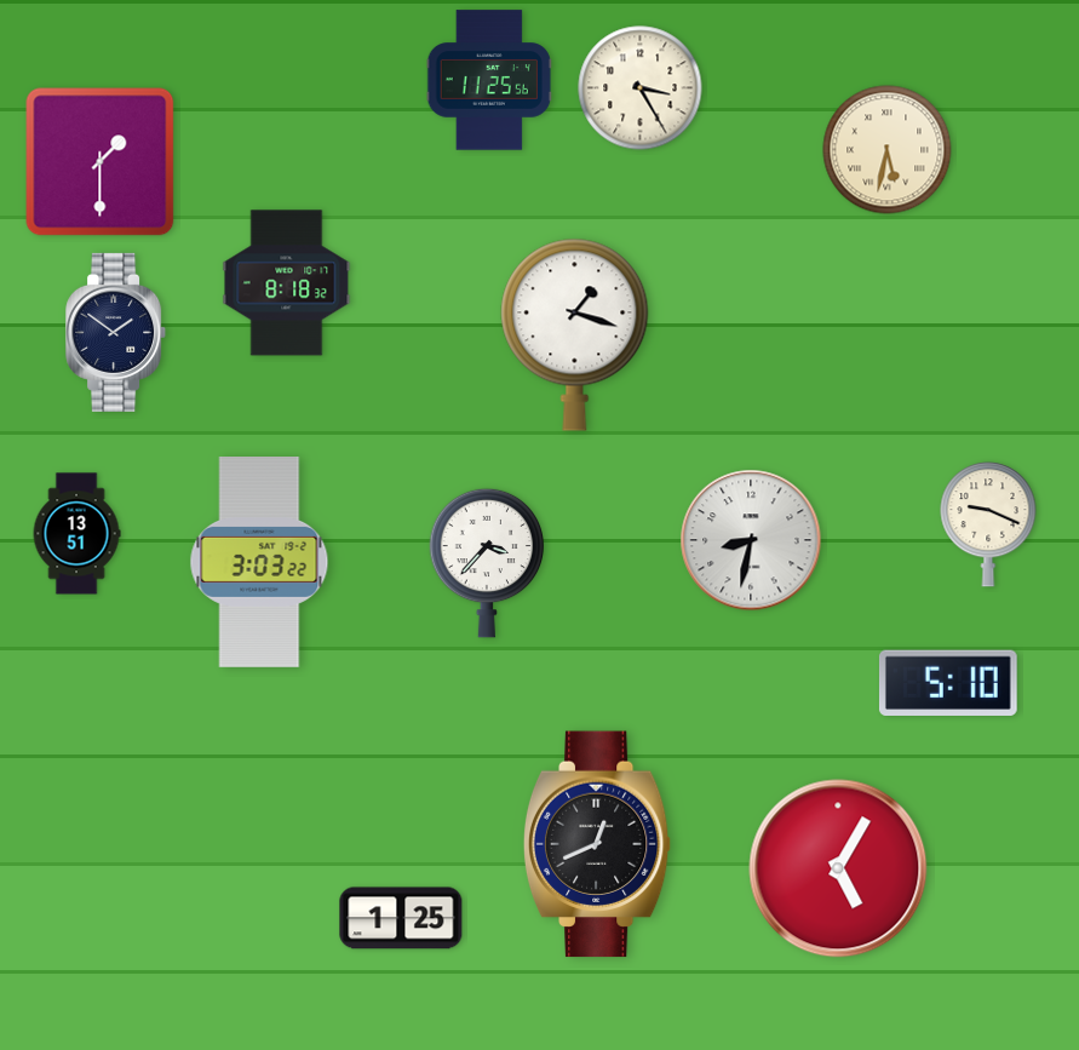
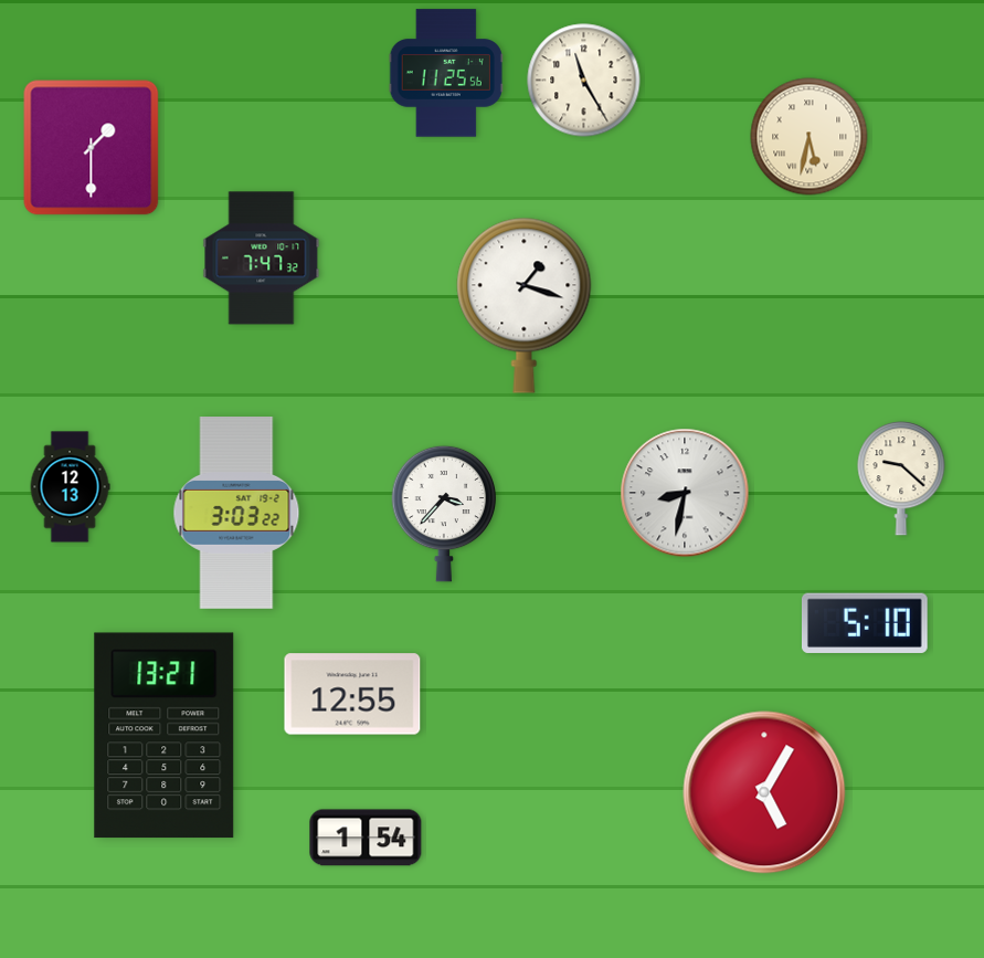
clock at (641, 88): 3:25 -> 11:25
clock at (287, 283): 8:18 -> 7:47
clock at (116, 332): 1:51 -> none
clock at (988, 524): 9:19 -> 9:22
clock at (76, 534): 13:51 -> 12:13
clock at (352, 694): none -> 12:55
clock at (165, 736): none -> 13:21
clock at (597, 844): 12:41 -> none
clock at (401, 918): 1:25 -> 1:54
